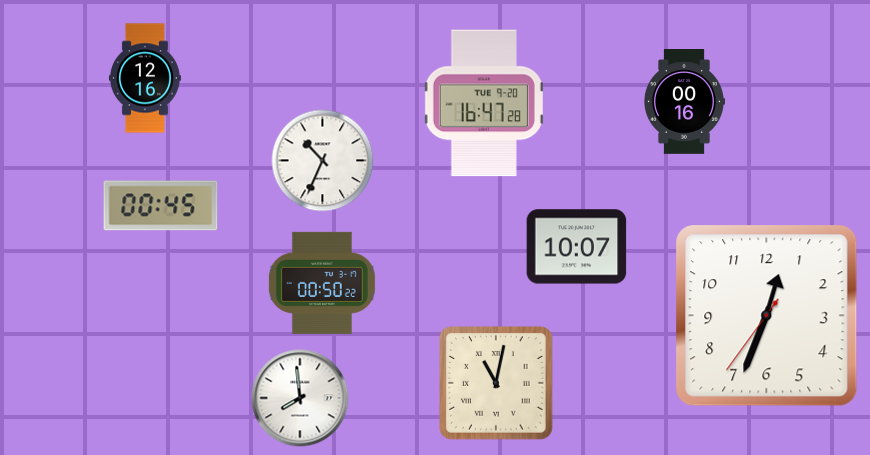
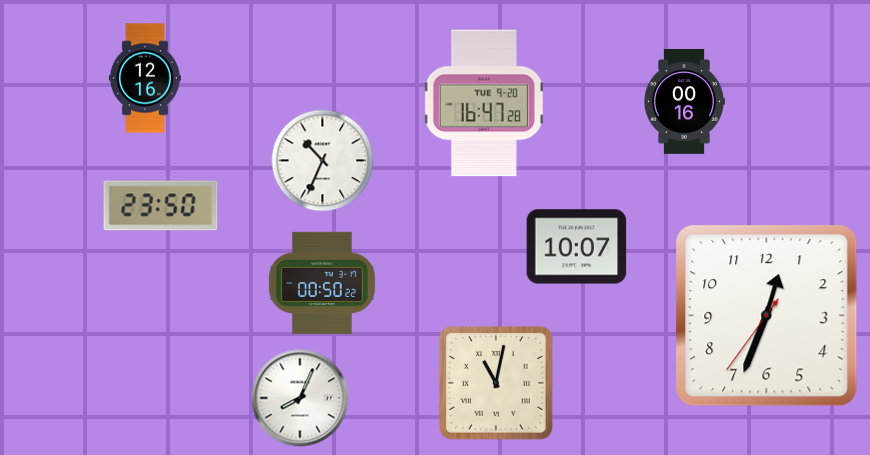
clock at (161, 206): 00:45 -> 23:50
clock at (300, 398): 7:59 -> 8:04
